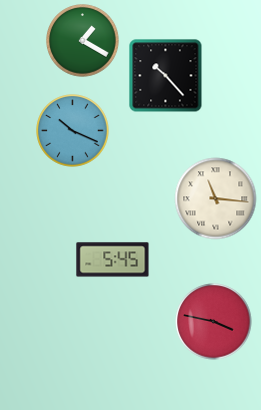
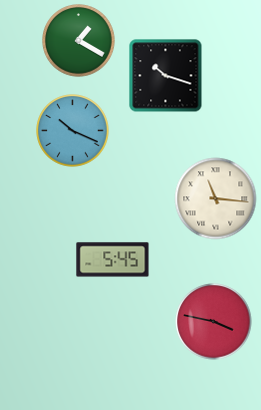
clock at (83, 41) position: (83, 41) -> (79, 41)
clock at (166, 76): 10:23 -> 10:18
